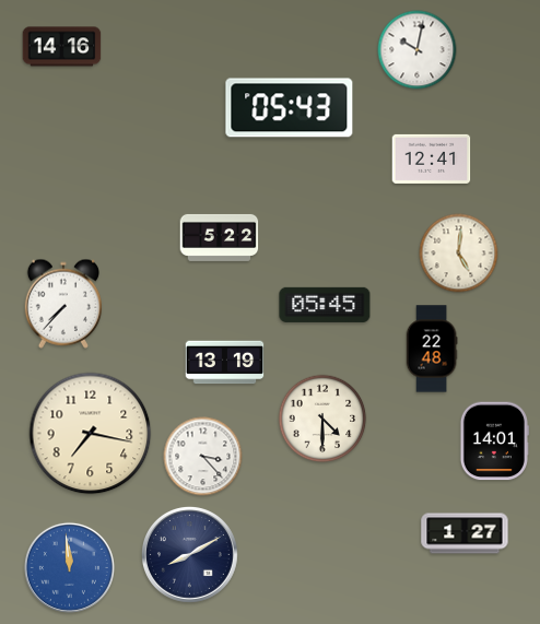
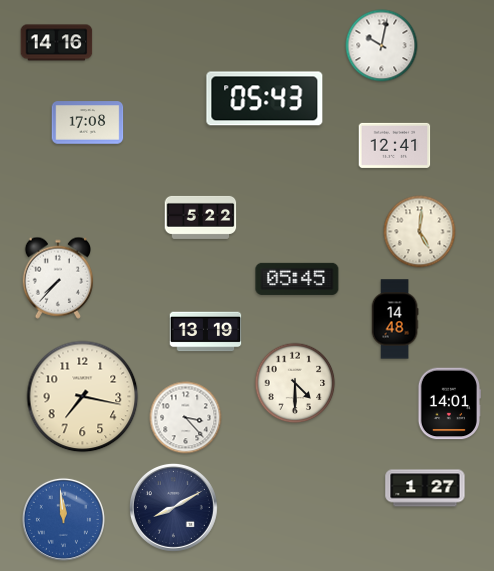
clock at (88, 123): none -> 17:08
clock at (432, 349): 22:48 -> 14:48
clock at (494, 441) position: (494, 441) -> (449, 404)
